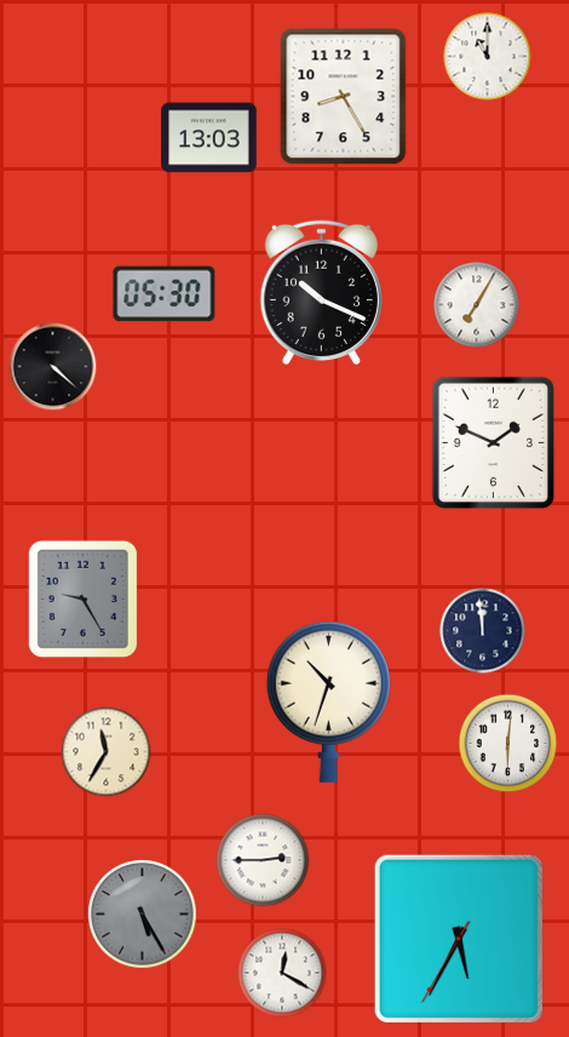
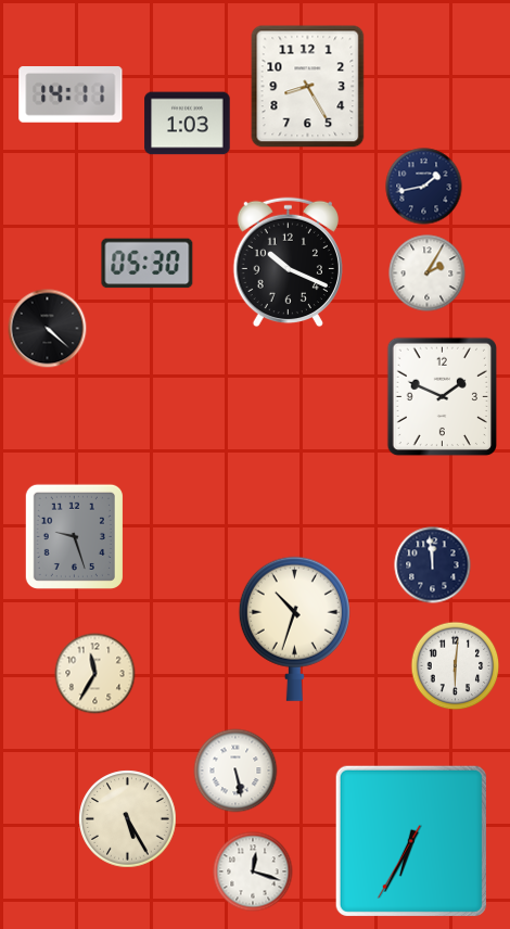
clock at (488, 57): 11:00 -> none
clock at (71, 96): none -> 14:11
clock at (209, 138): 13:03 -> 1:03
clock at (424, 187): none -> 1:43
clock at (477, 305): 7:05 -> 2:05
clock at (82, 598): 9:25 -> 9:27
clock at (263, 860): 2:45 -> 5:28
clock at (143, 915) dial: grey -> cream
clock at (459, 939): 5:34 -> 6:34
clock at (282, 973): 12:20 -> 12:18
